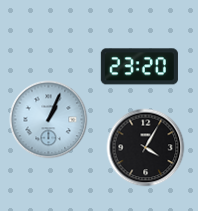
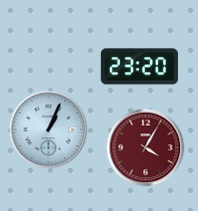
clock at (48, 119) position: (48, 119) -> (48, 129)
clock at (145, 147) dial: black -> burgundy
